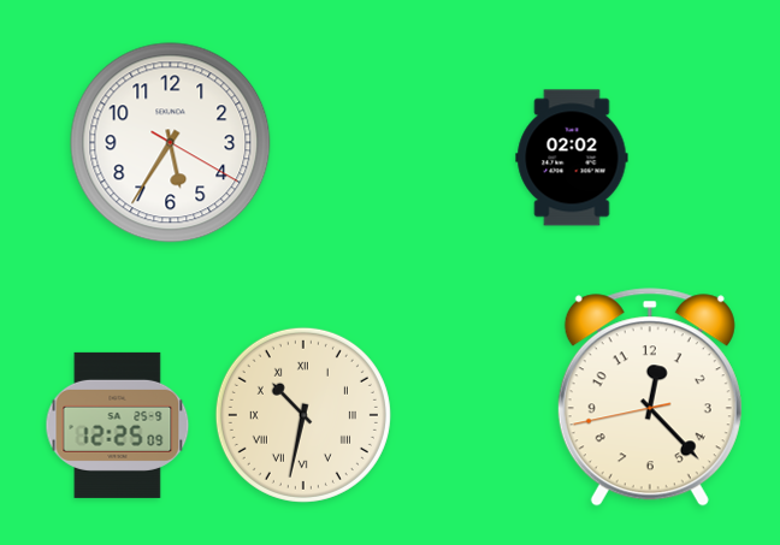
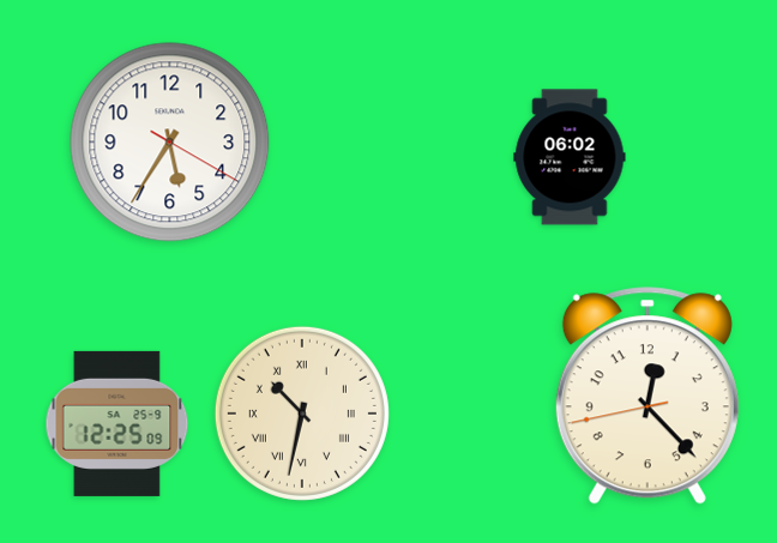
clock at (572, 158): 02:02 -> 06:02
